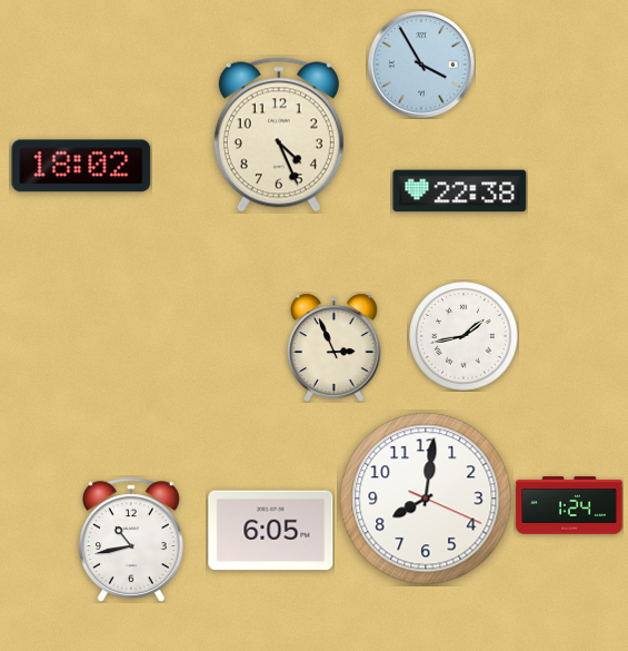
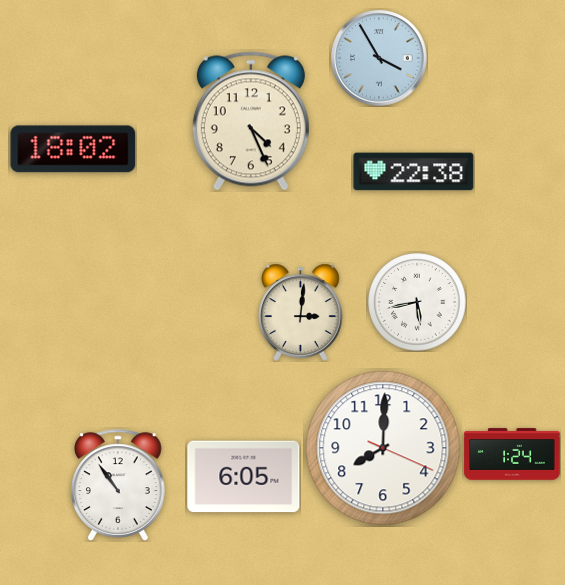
clock at (463, 336): 1:43 -> 5:43
clock at (335, 347): 2:56 -> 3:01
clock at (426, 499): 8:01 -> 8:00
clock at (131, 540): 10:43 -> 10:54
